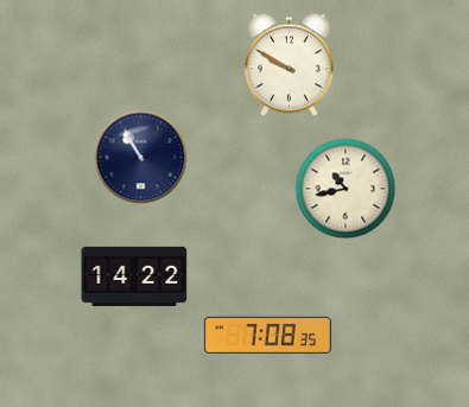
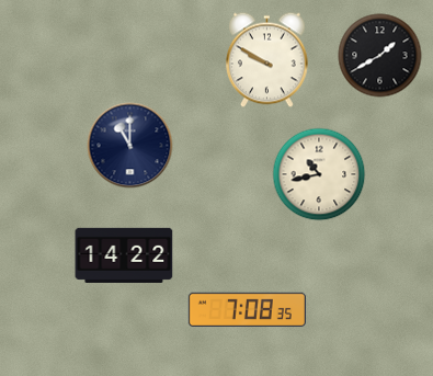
clock at (380, 56): none -> 1:40
clock at (141, 158): 10:55 -> 11:00
